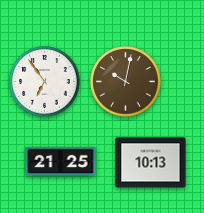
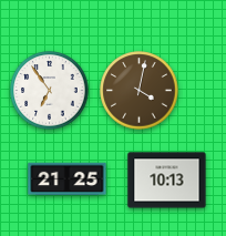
clock at (126, 82): 10:02 -> 4:02
